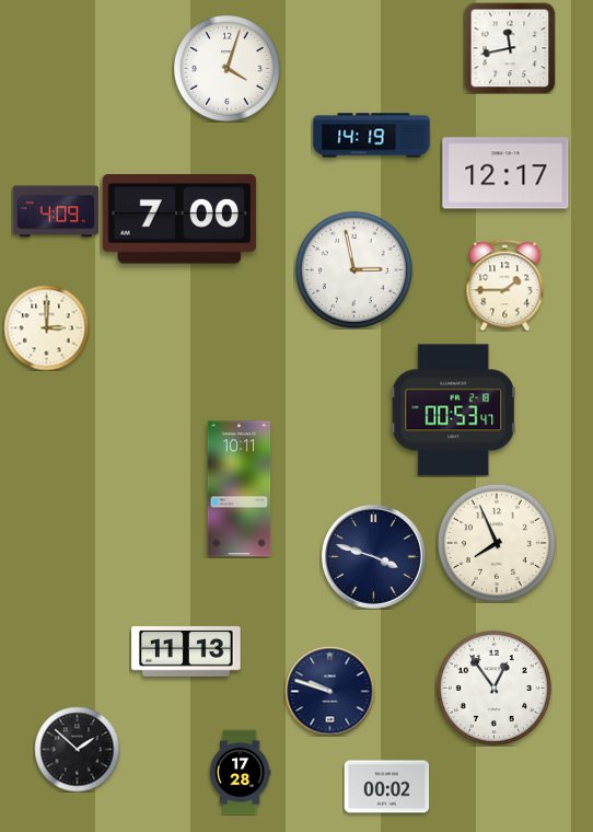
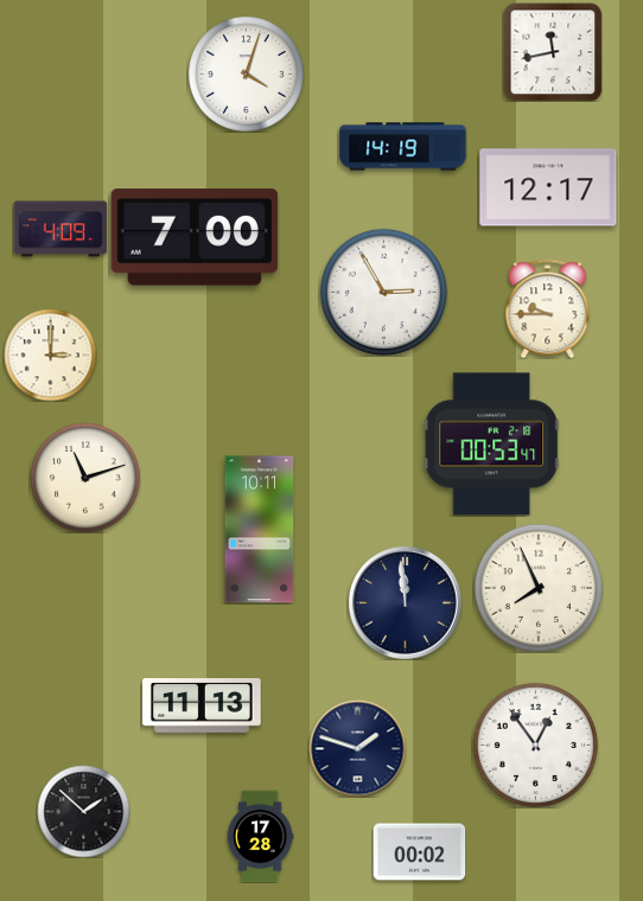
clock at (353, 269): 2:58 -> 2:55
clock at (505, 285): 1:45 -> 9:45
clock at (85, 478): none -> 11:12
clock at (373, 556): 3:48 -> 11:59
clock at (329, 691): 9:48 -> 1:48
